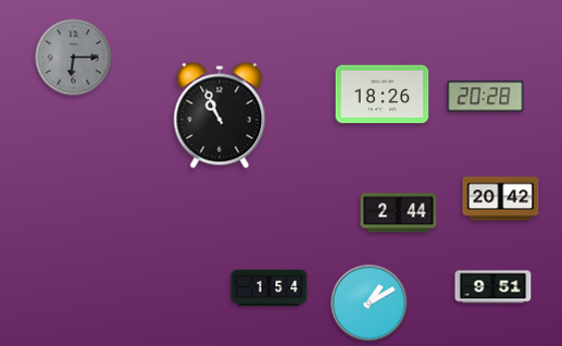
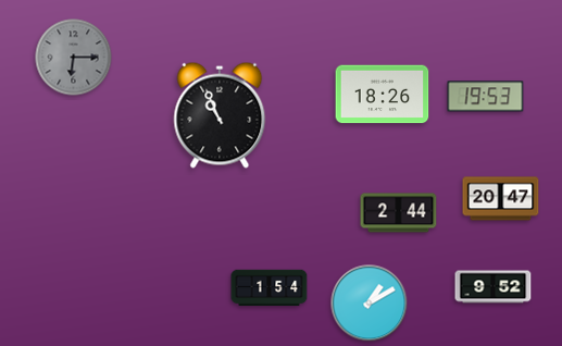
clock at (486, 97): 20:28 -> 19:53
clock at (501, 199): 20:42 -> 20:47
clock at (494, 287): 9:51 -> 9:52
